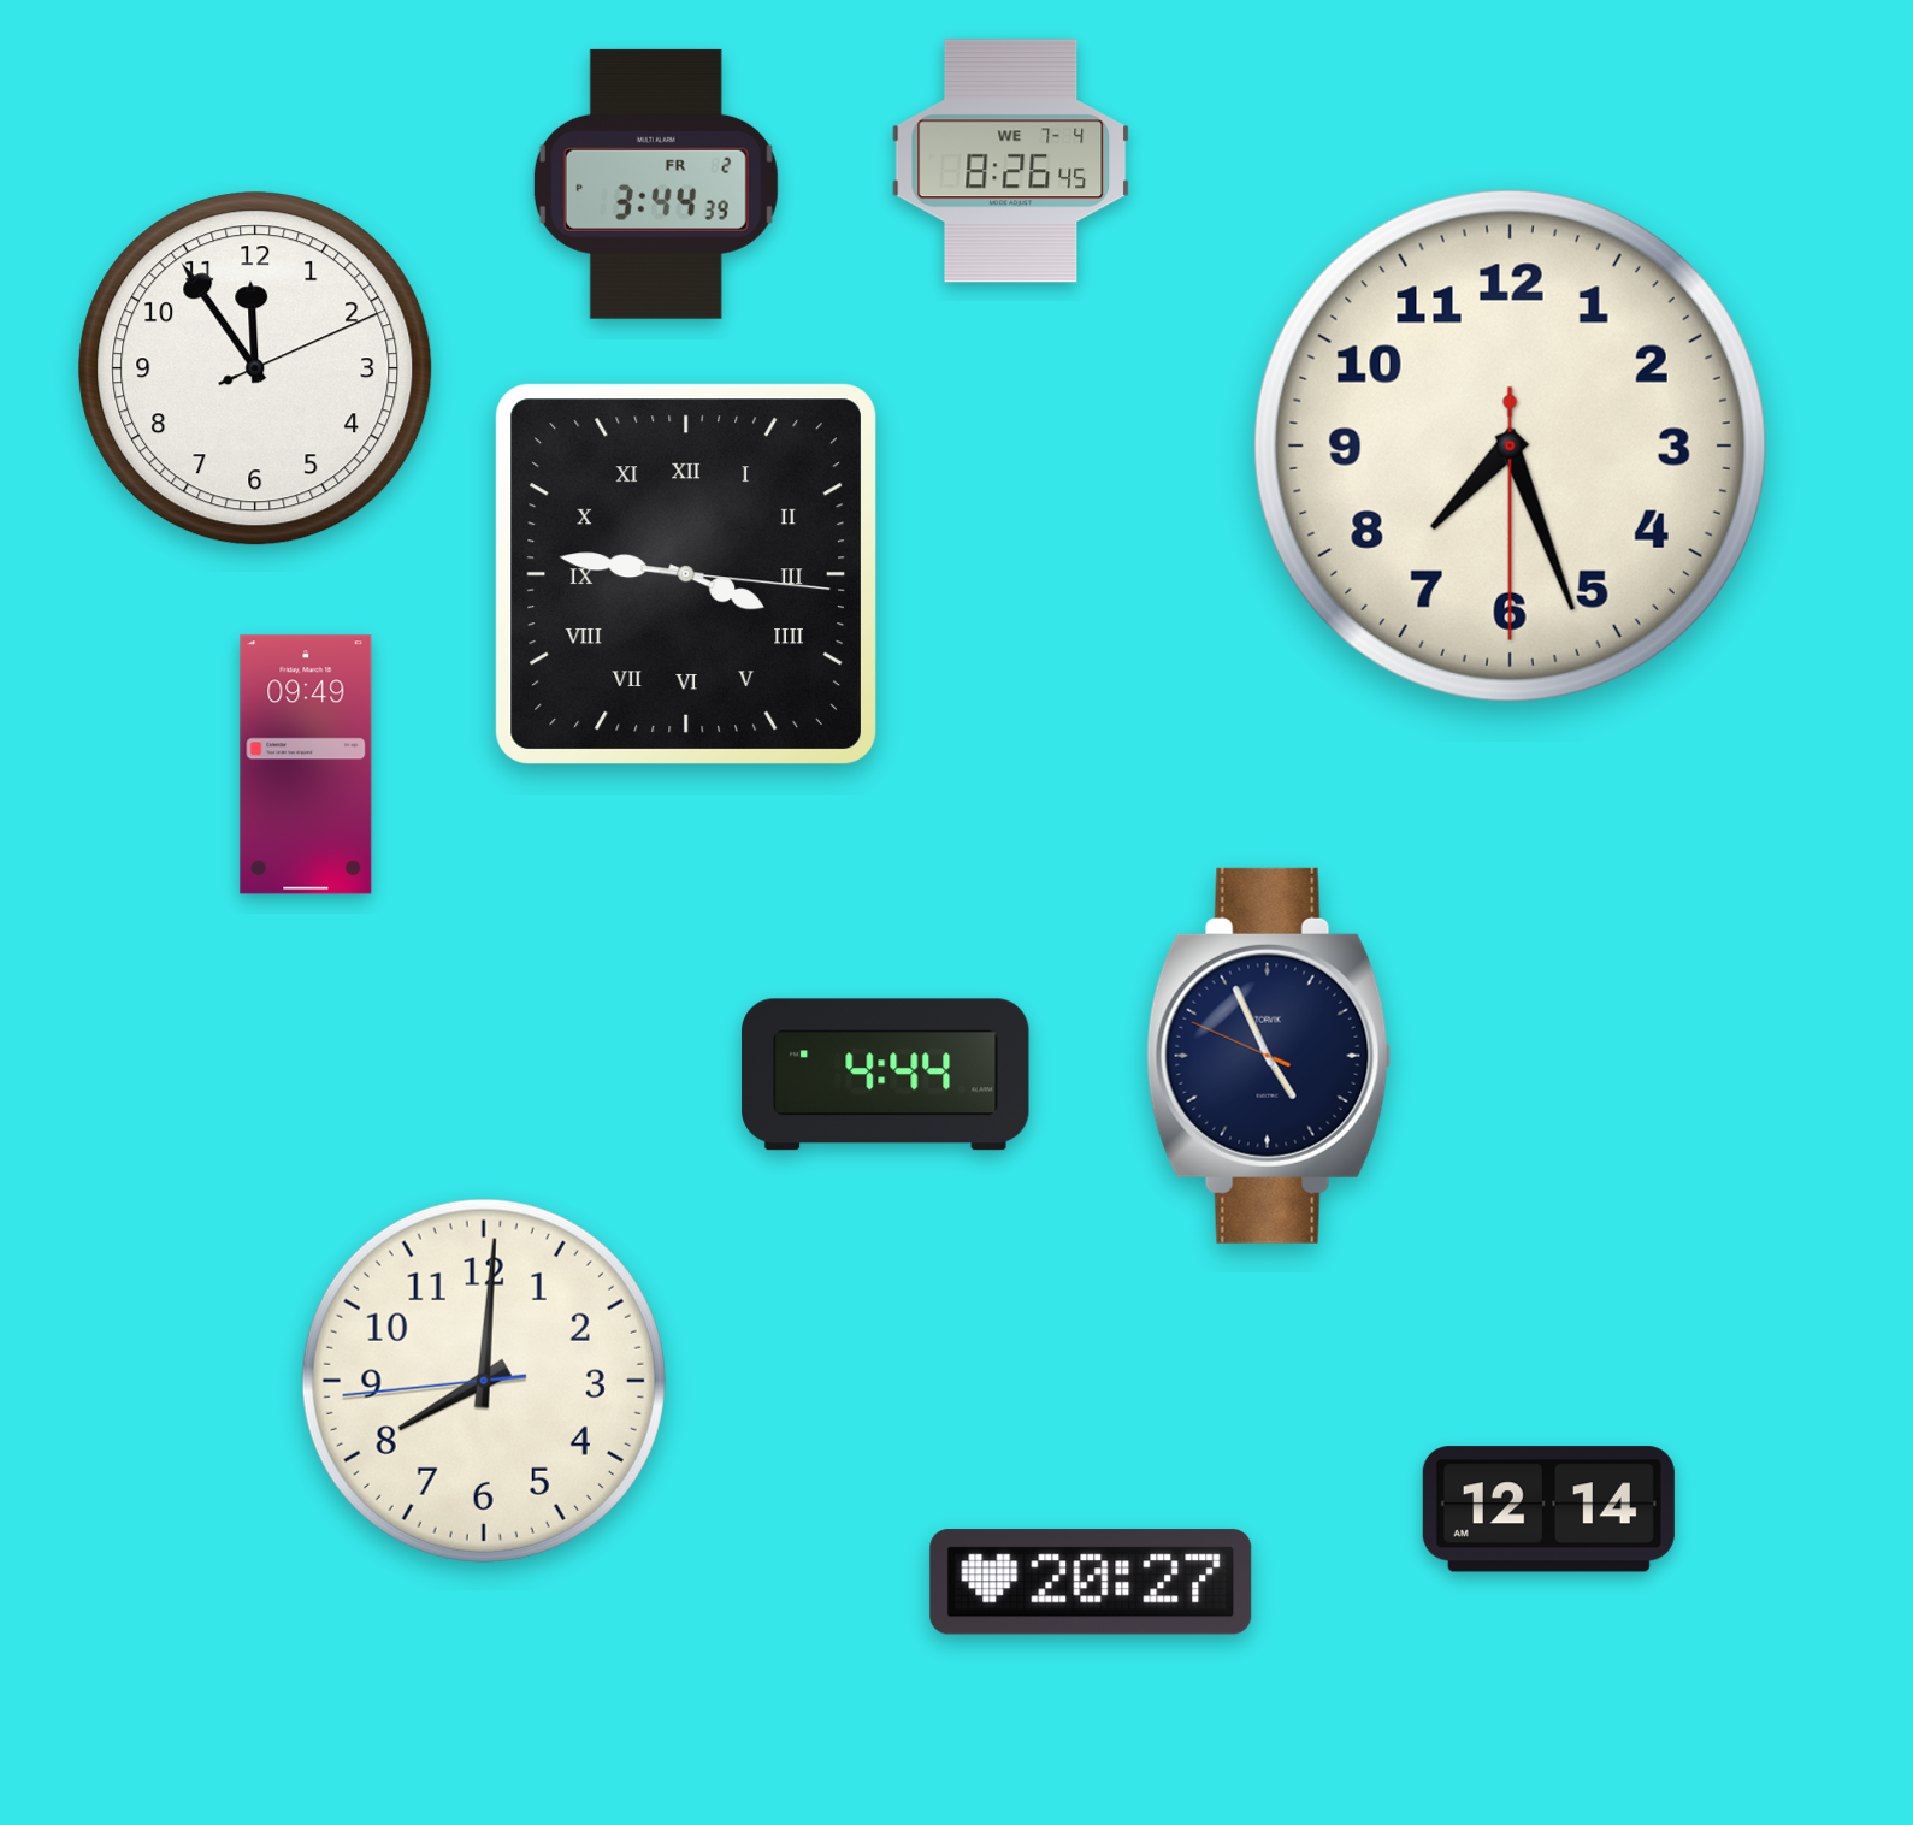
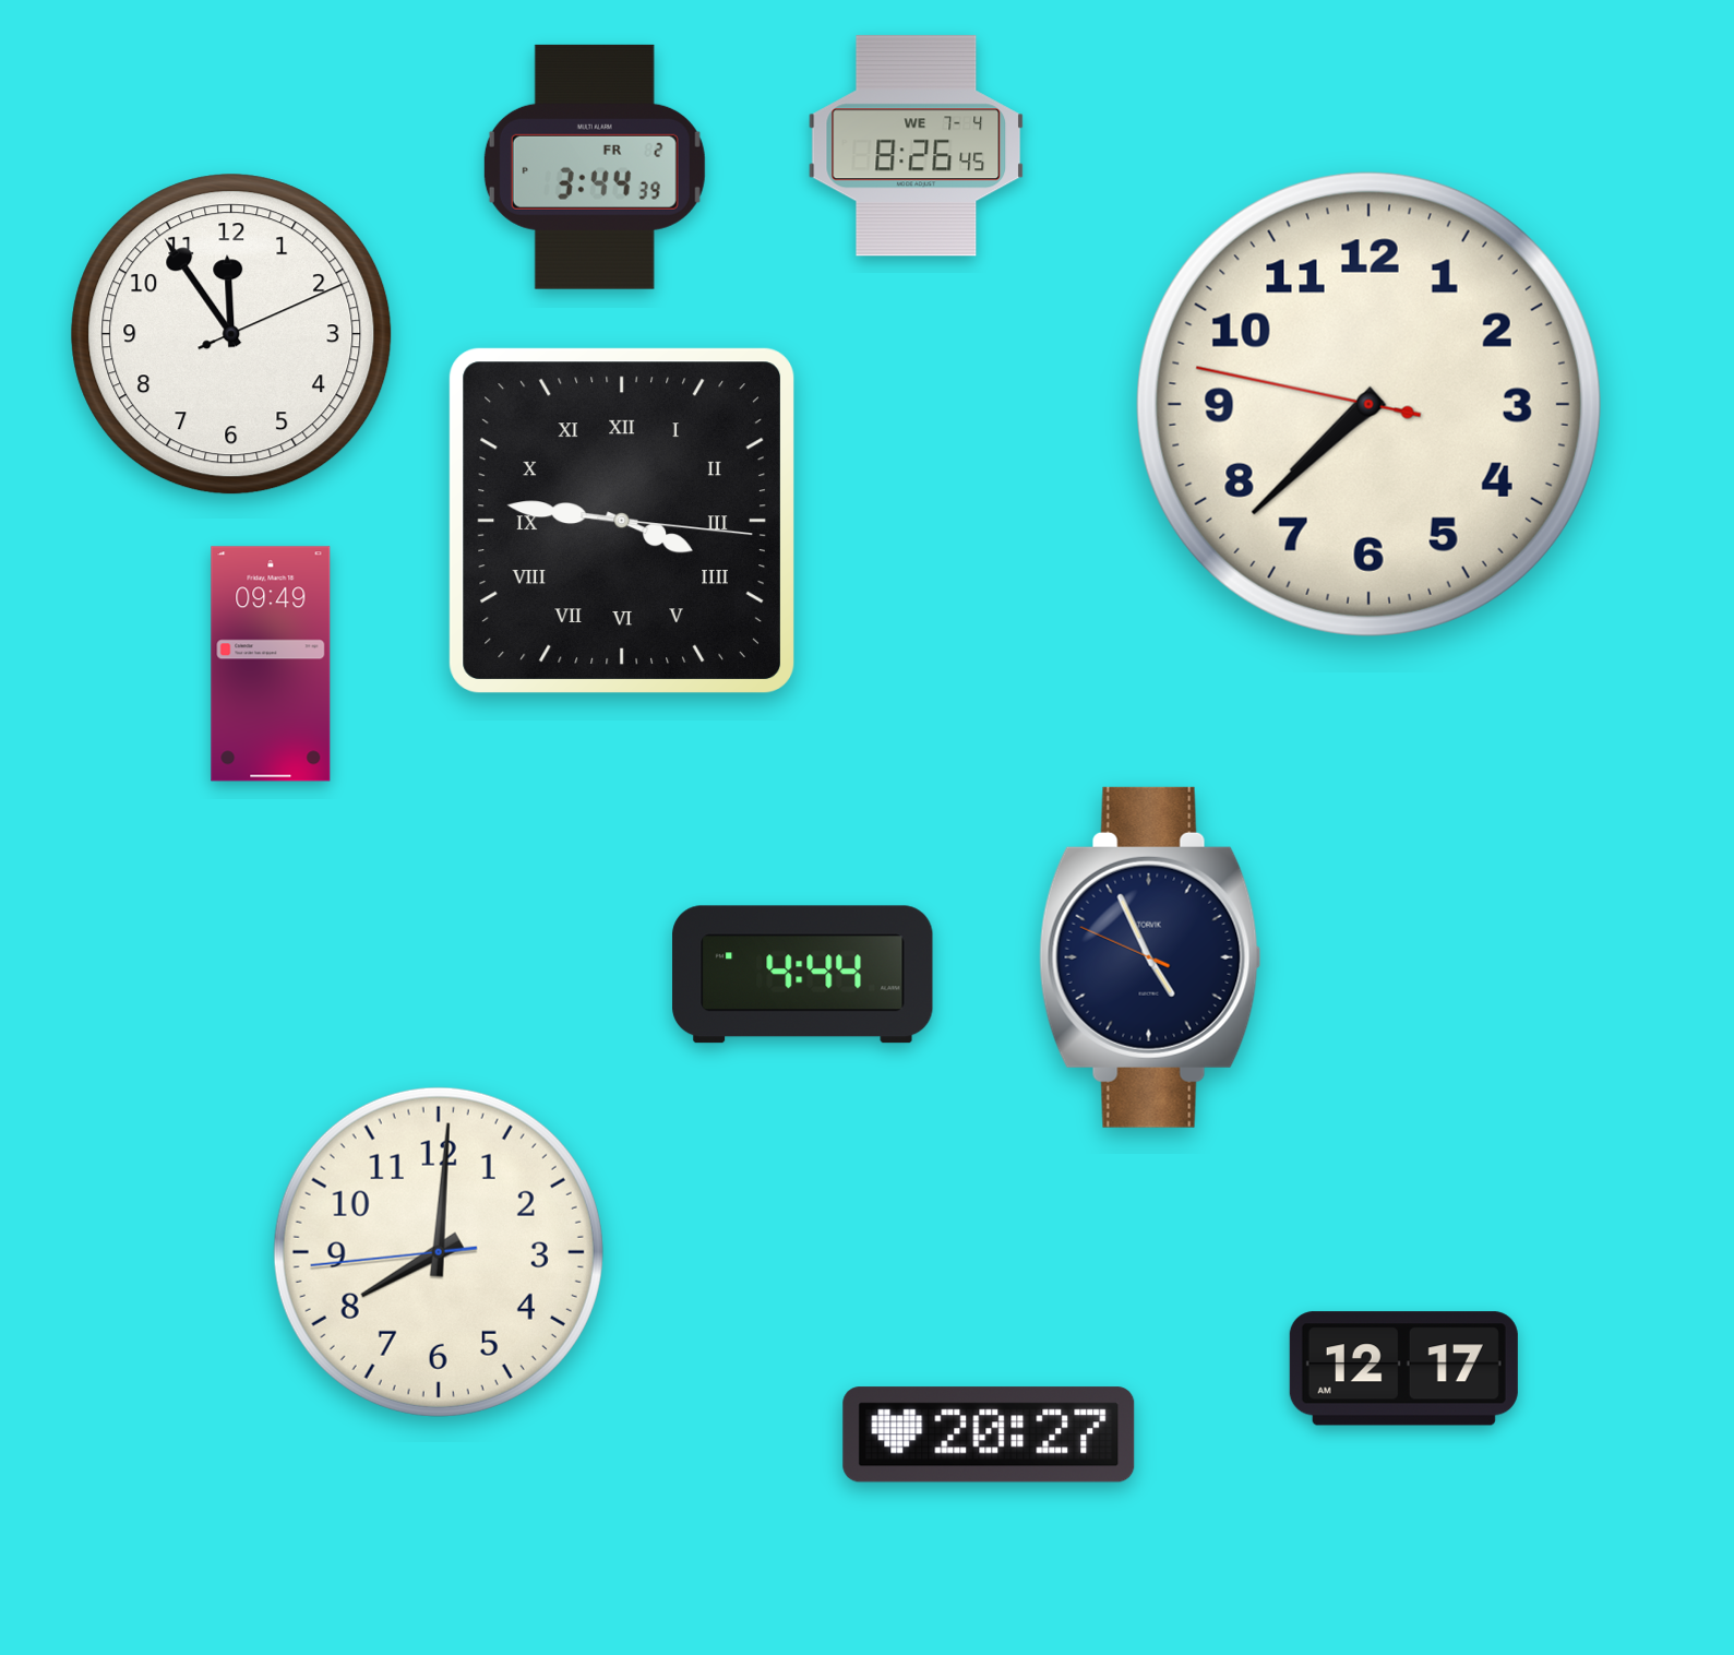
clock at (1510, 445): 7:26 -> 7:37
clock at (306, 764) position: (306, 764) -> (271, 664)
clock at (1548, 1510): 12:14 -> 12:17
